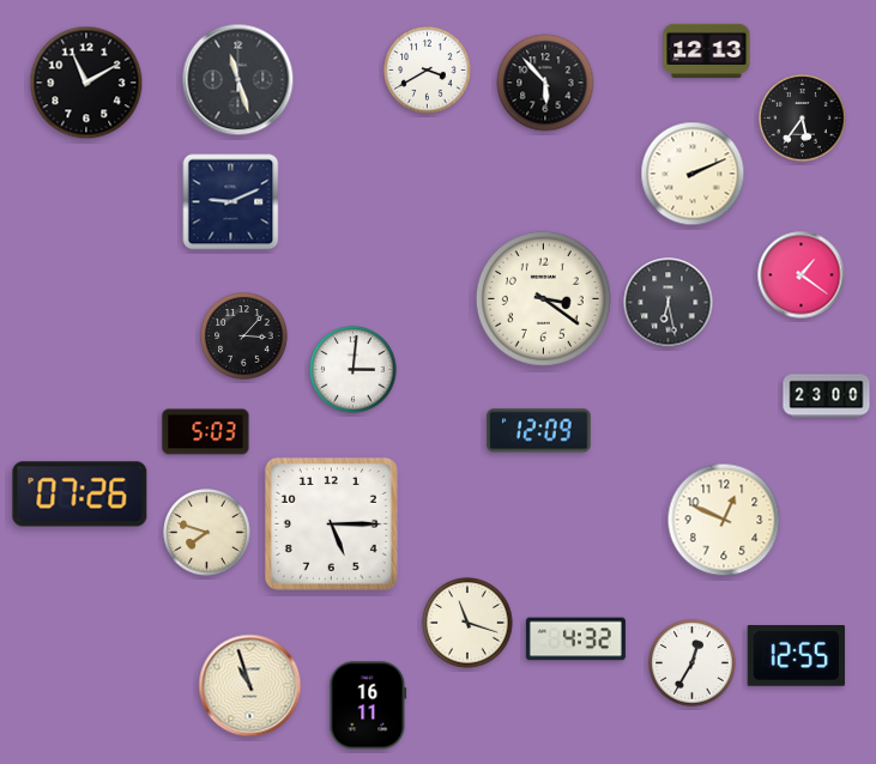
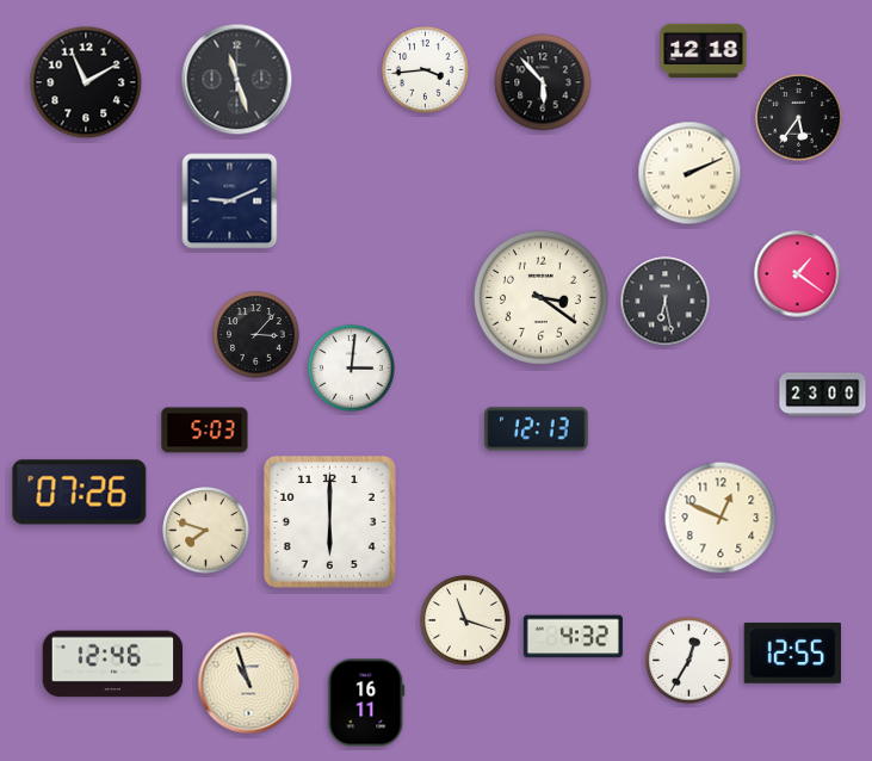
clock at (707, 50): 12:13 -> 12:18
clock at (428, 71): 3:40 -> 3:44
clock at (244, 336) position: (244, 336) -> (256, 335)
clock at (539, 431): 12:09 -> 12:13
clock at (331, 523): 5:15 -> 6:00
clock at (113, 664): none -> 12:46
